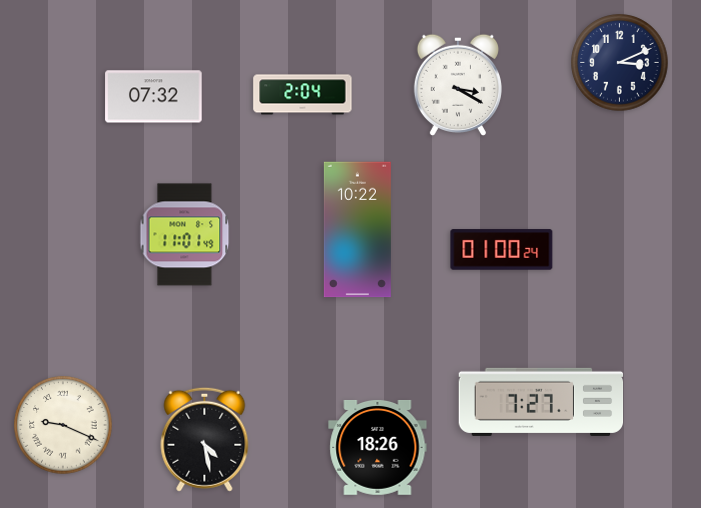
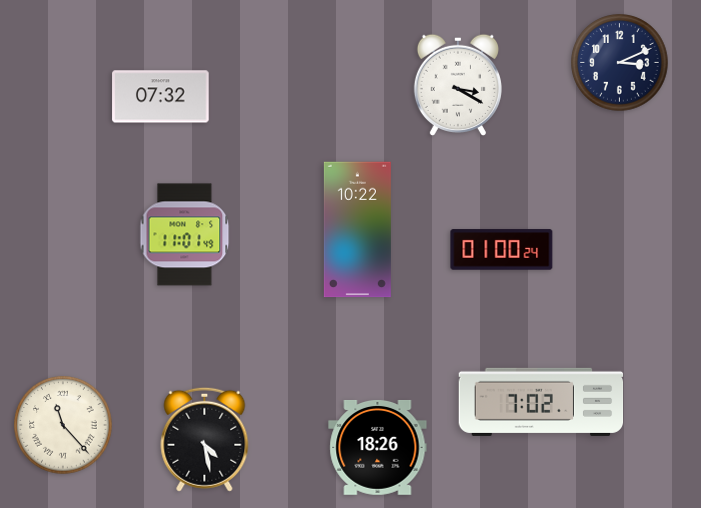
clock at (303, 95): 2:04 -> none
clock at (154, 97) position: (154, 97) -> (161, 97)
clock at (541, 402): 7:27 -> 7:02
clock at (63, 425): 9:19 -> 11:23
